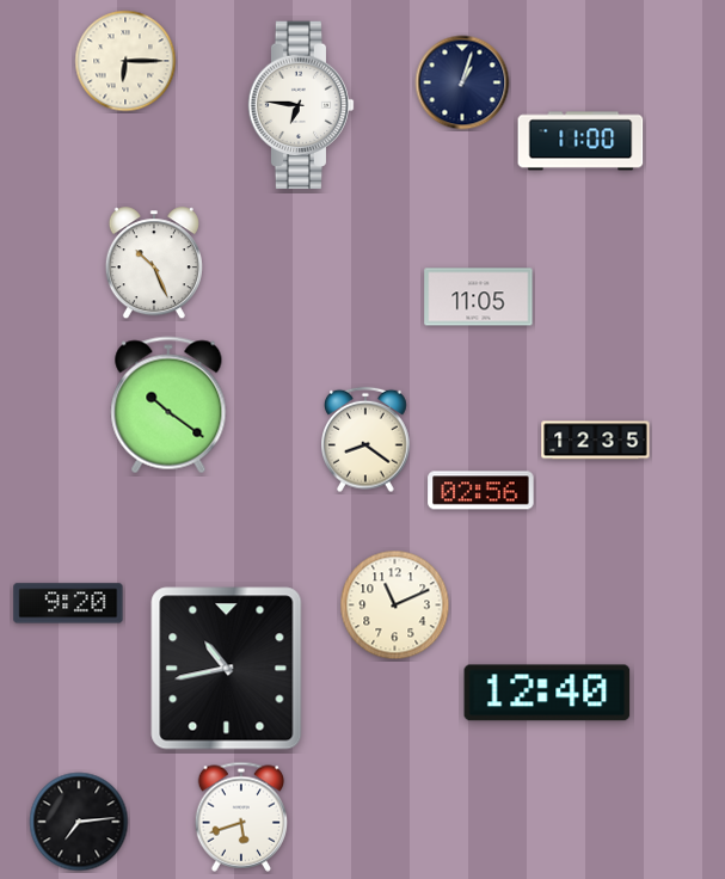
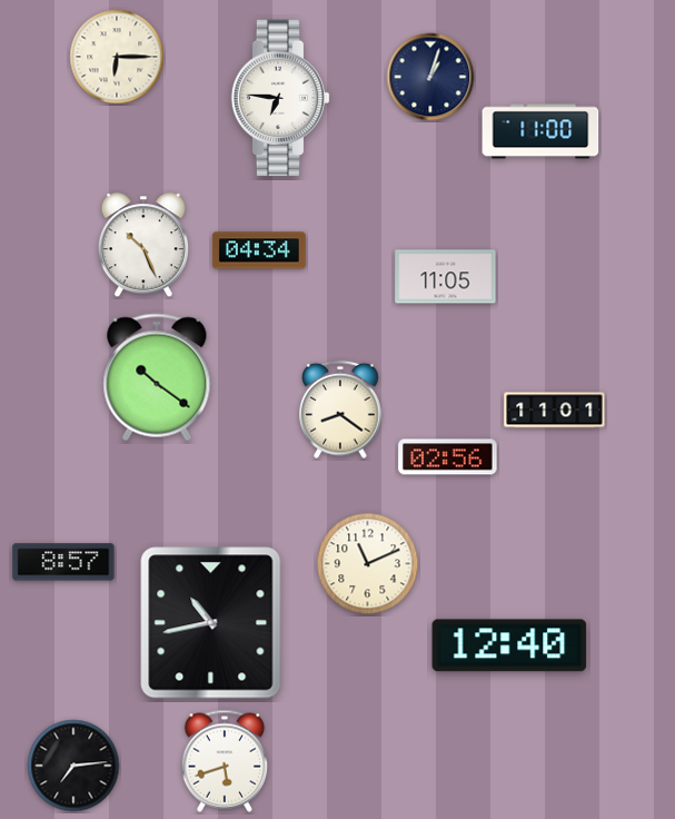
clock at (259, 250): none -> 04:34
clock at (596, 441): 12:35 -> 11:01
clock at (68, 603): 9:20 -> 8:57
